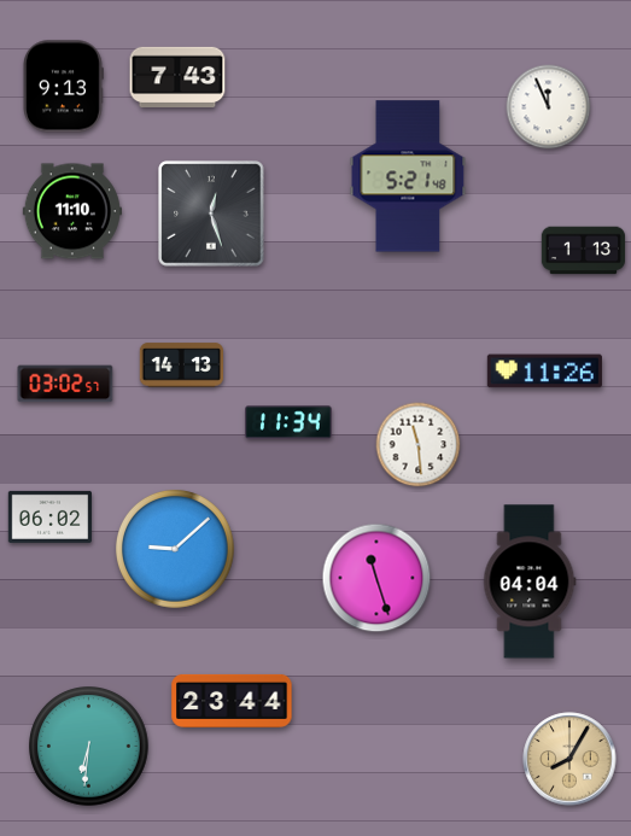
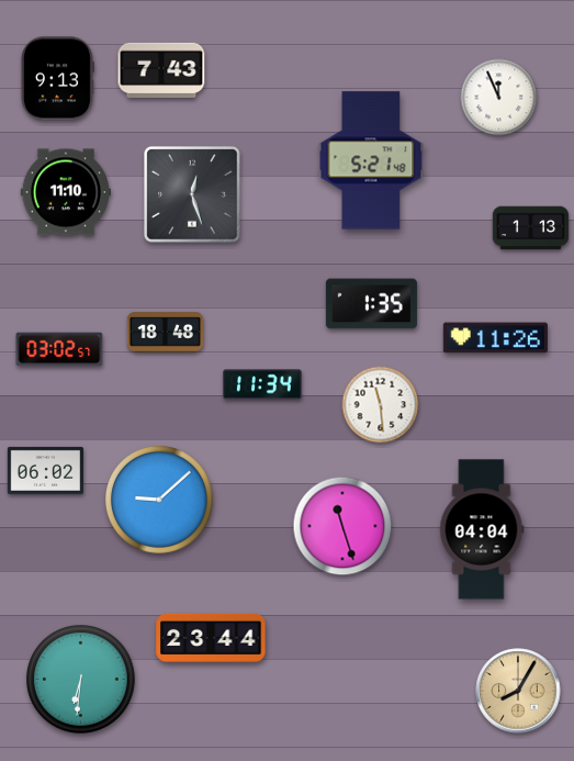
clock at (371, 304): none -> 1:35
clock at (181, 366): 14:13 -> 18:48
